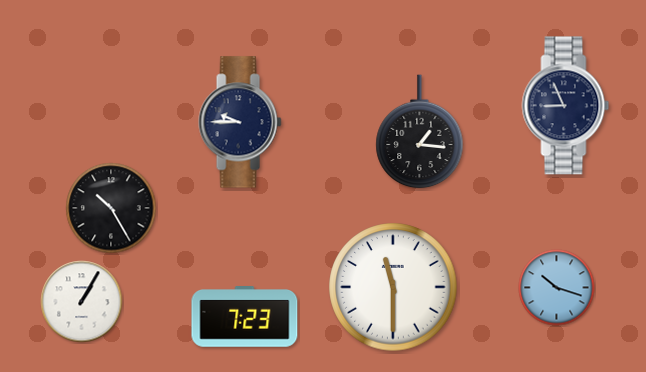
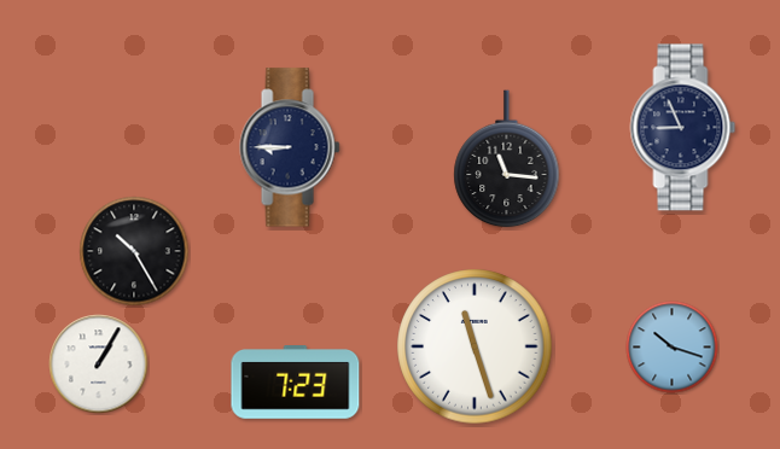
clock at (240, 122): 9:45 -> 8:45
clock at (420, 132): 1:16 -> 11:16
clock at (393, 287): 11:30 -> 11:27
